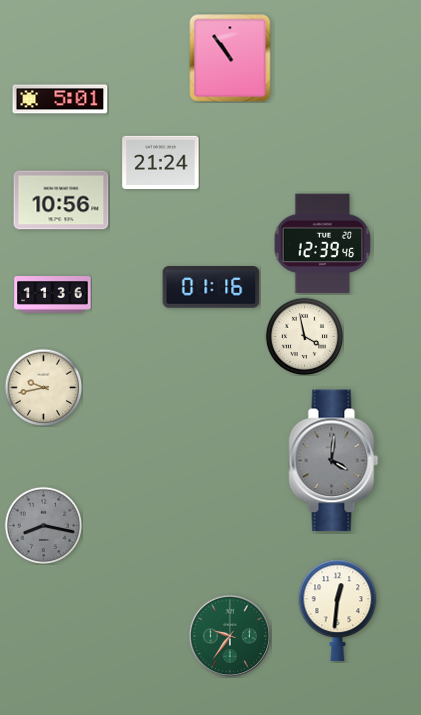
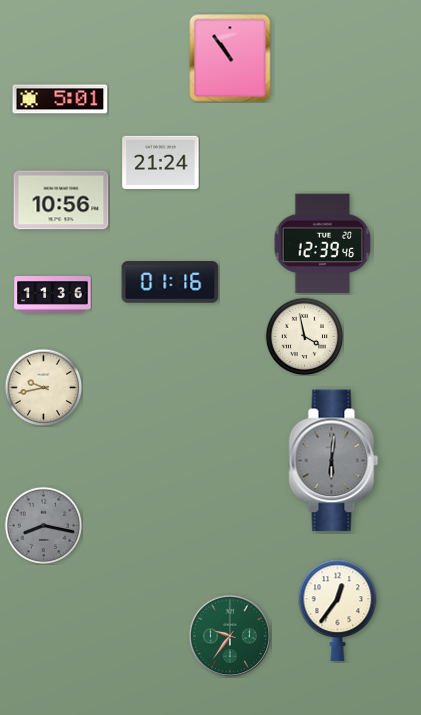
clock at (211, 287) position: (211, 287) -> (170, 282)
clock at (334, 461): 4:01 -> 6:01
clock at (338, 611): 12:31 -> 12:36
